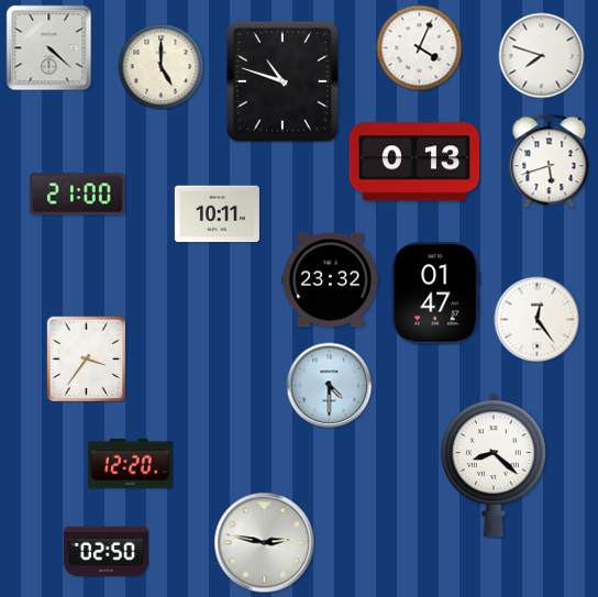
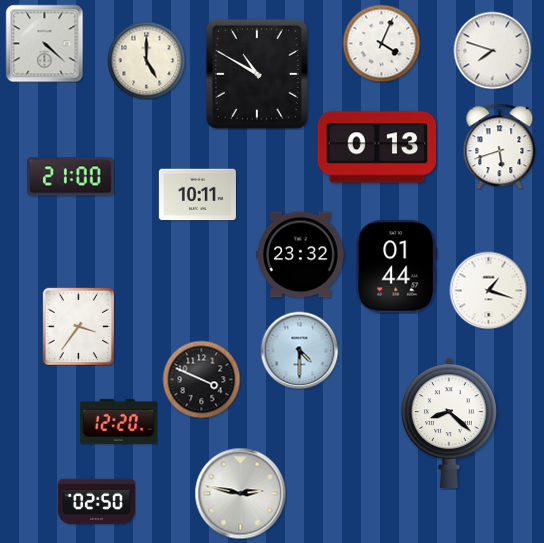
clock at (283, 81): 10:48 -> 10:50
clock at (436, 294): 01:47 -> 01:44
clock at (536, 319): 12:24 -> 1:18
clock at (201, 379): none -> 3:49
